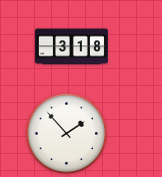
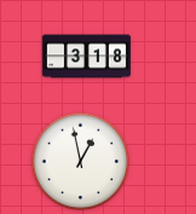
clock at (67, 134): 1:53 -> 12:58
